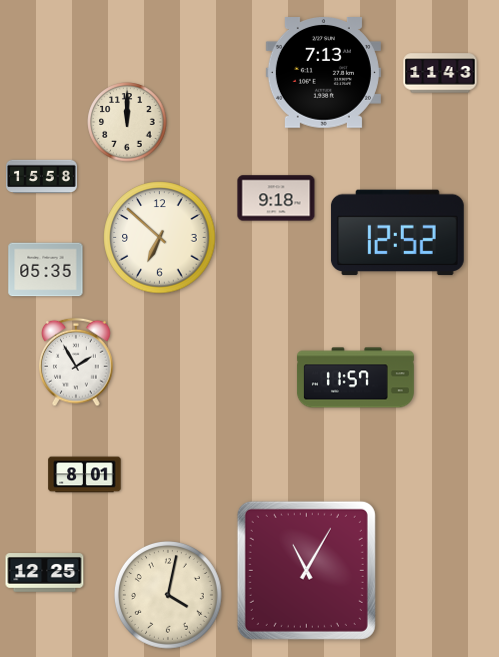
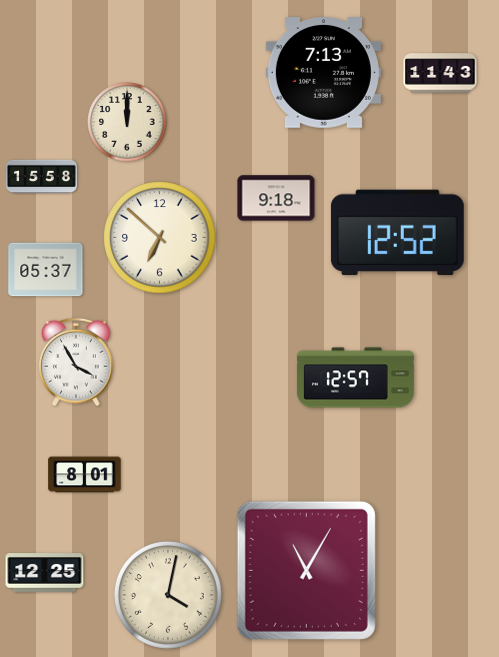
clock at (46, 270): 05:35 -> 05:37
clock at (77, 362): 1:55 -> 3:55
clock at (355, 378): 11:57 -> 12:57
